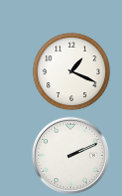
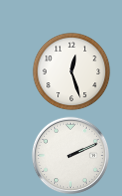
clock at (71, 71): 1:19 -> 12:27
